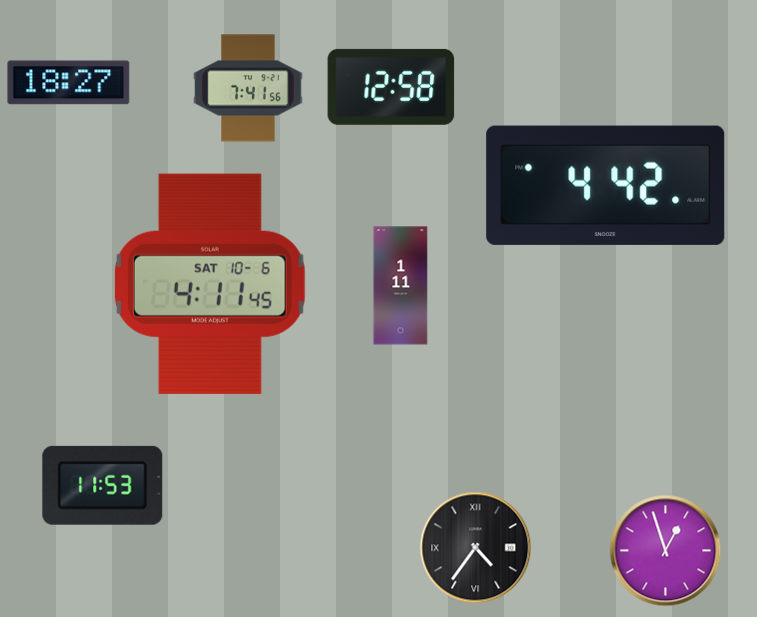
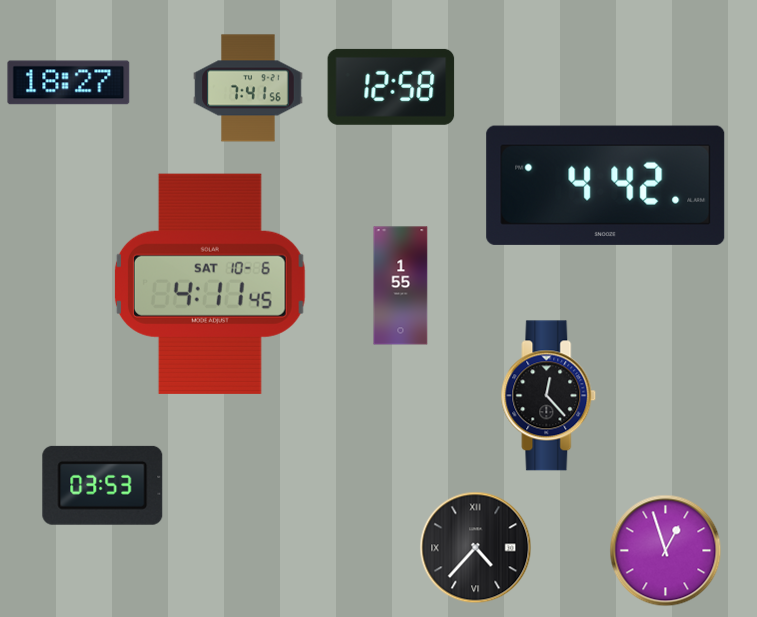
clock at (401, 286): 1:11 -> 1:55
clock at (549, 396): none -> 12:23
clock at (103, 485): 11:53 -> 03:53
clock at (476, 548): 4:36 -> 4:37
